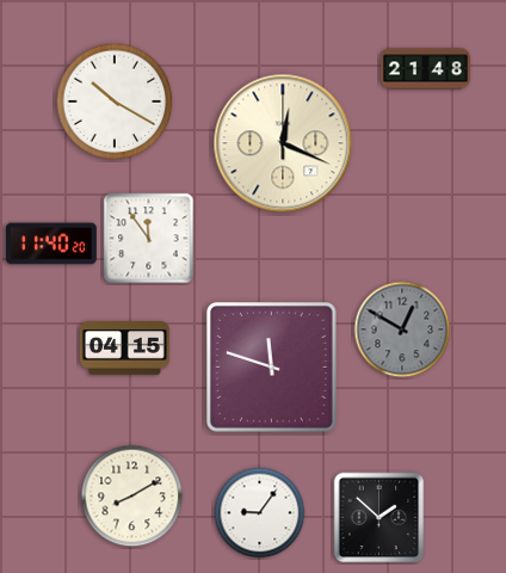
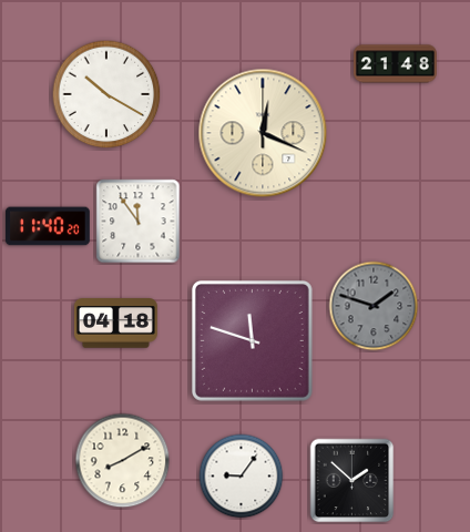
clock at (402, 329): 12:50 -> 1:48
clock at (124, 349): 04:15 -> 04:18
